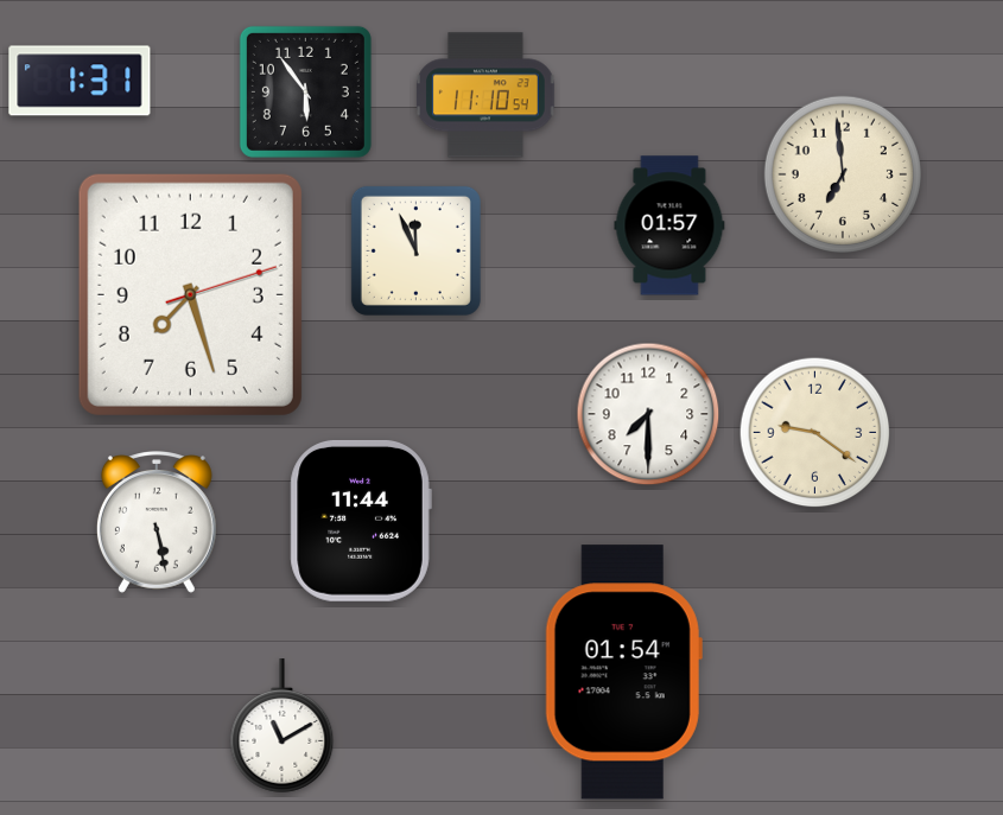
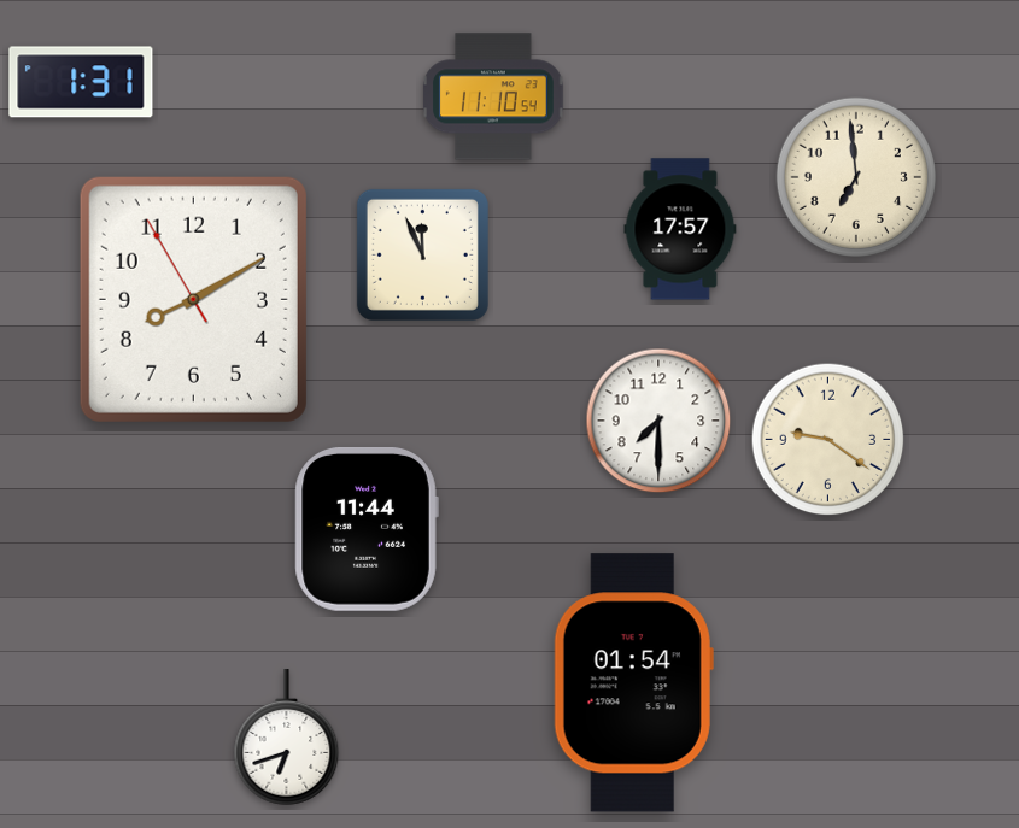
clock at (305, 91): 5:54 -> none
clock at (669, 225): 01:57 -> 17:57
clock at (190, 294): 7:27 -> 8:09
clock at (157, 523): 5:28 -> none
clock at (283, 726): 11:10 -> 6:42
